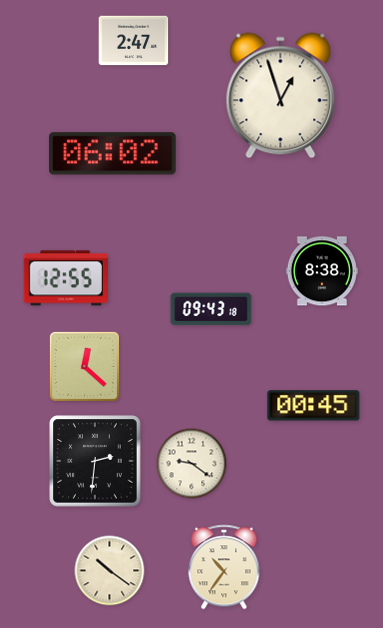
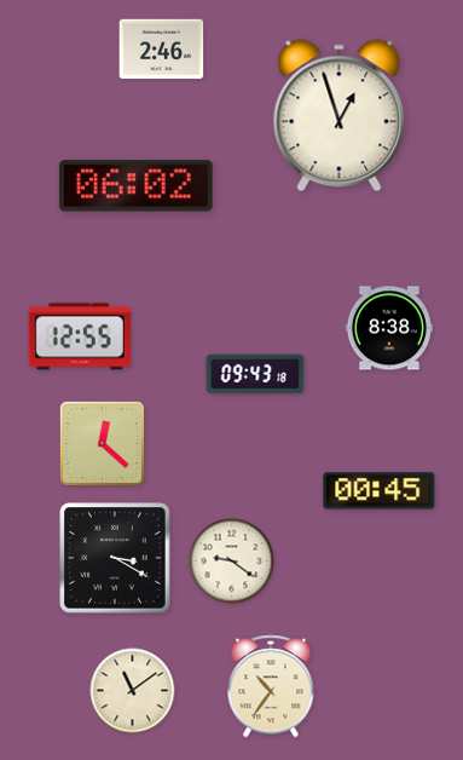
clock at (134, 41): 2:47 -> 2:46
clock at (95, 461): 2:31 -> 3:20
clock at (110, 571): 10:21 -> 11:09
